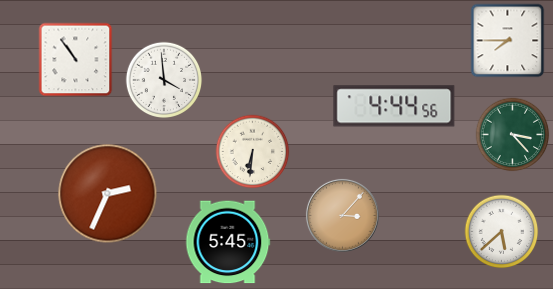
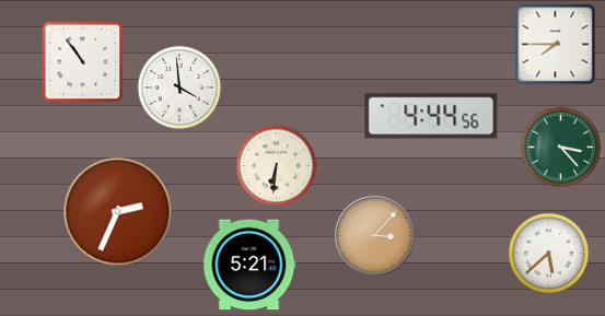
clock at (76, 60) position: (76, 60) -> (83, 62)
clock at (228, 242): 5:45 -> 5:21
